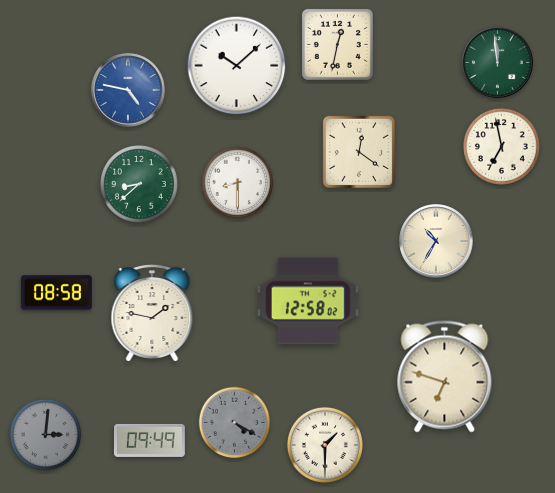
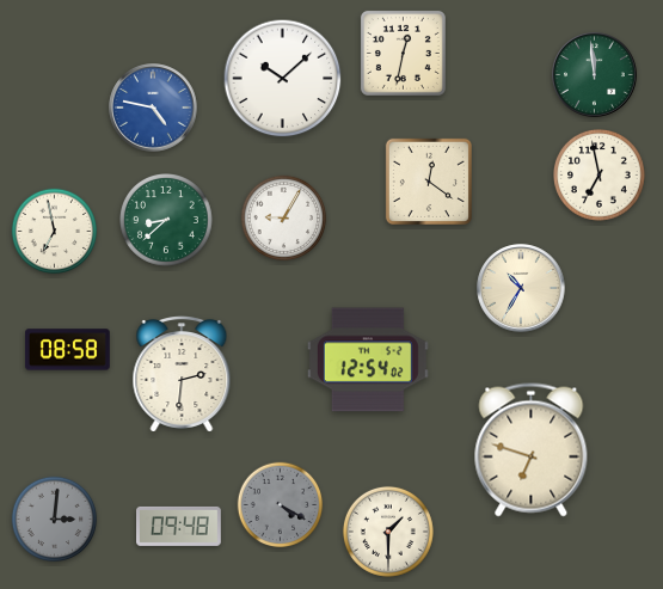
clock at (238, 183): 8:30 -> 9:05
clock at (55, 232): none -> 6:58
clock at (308, 301): 12:58 -> 12:54
clock at (152, 314): 1:47 -> 2:31
clock at (150, 440): 09:49 -> 09:48
